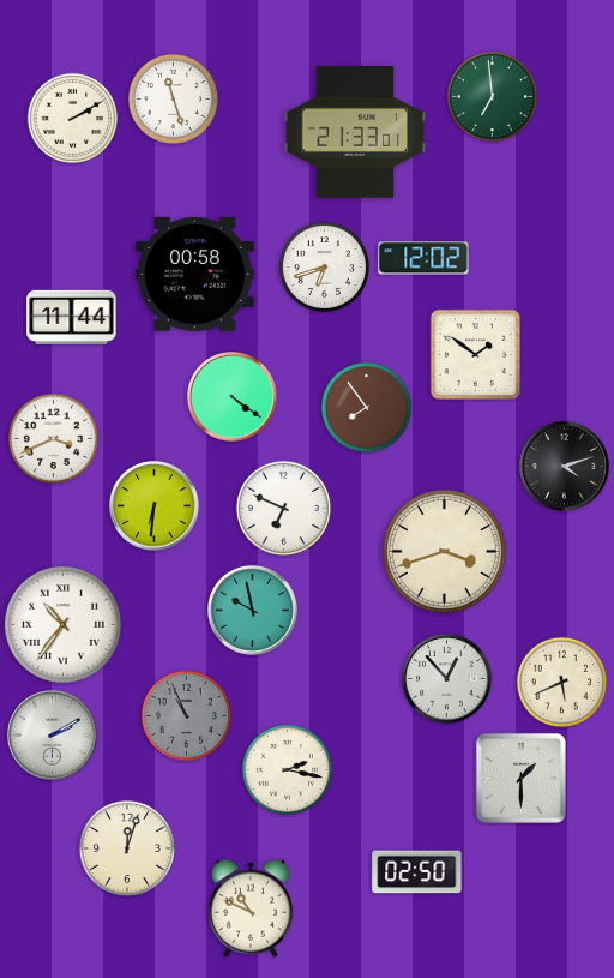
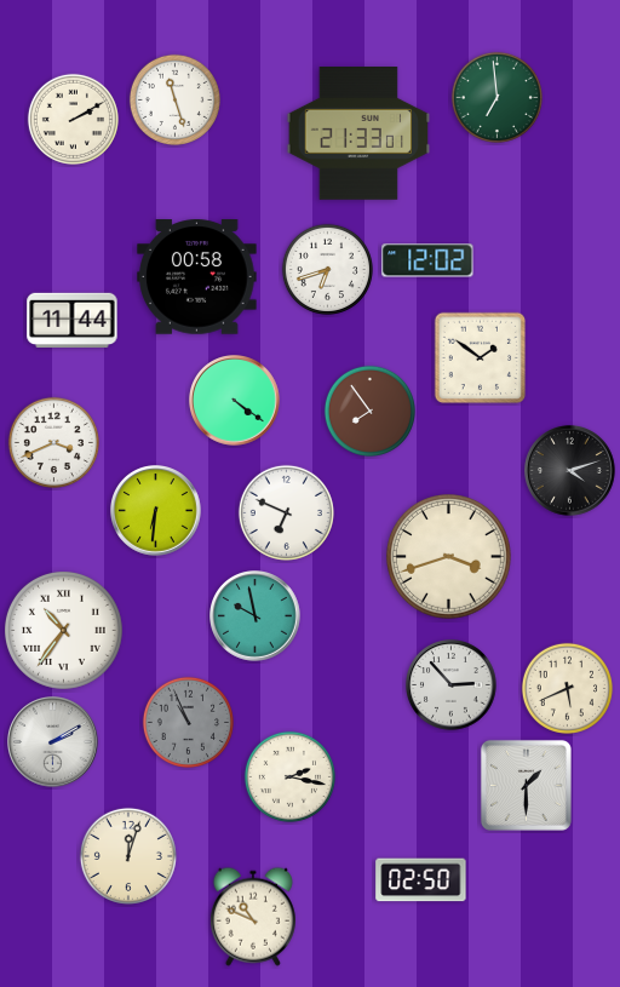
clock at (447, 679): 12:53 -> 2:53
